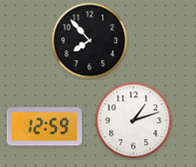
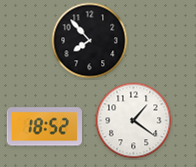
clock at (134, 121): 1:12 -> 1:21
clock at (44, 127): 12:59 -> 18:52
